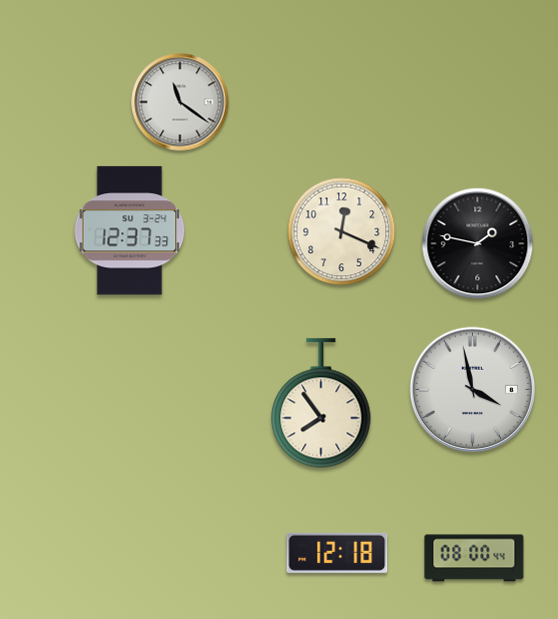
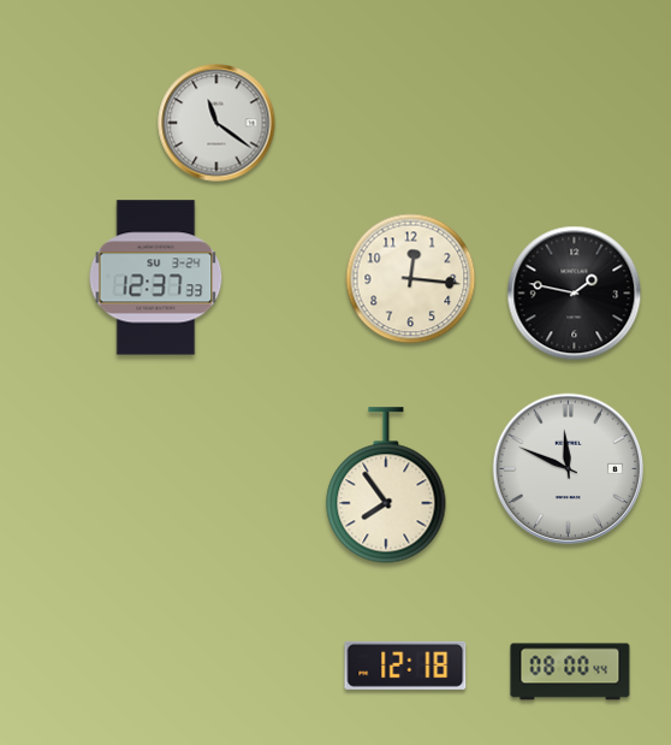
clock at (342, 232): 12:19 -> 12:16
clock at (473, 390): 3:58 -> 11:49
